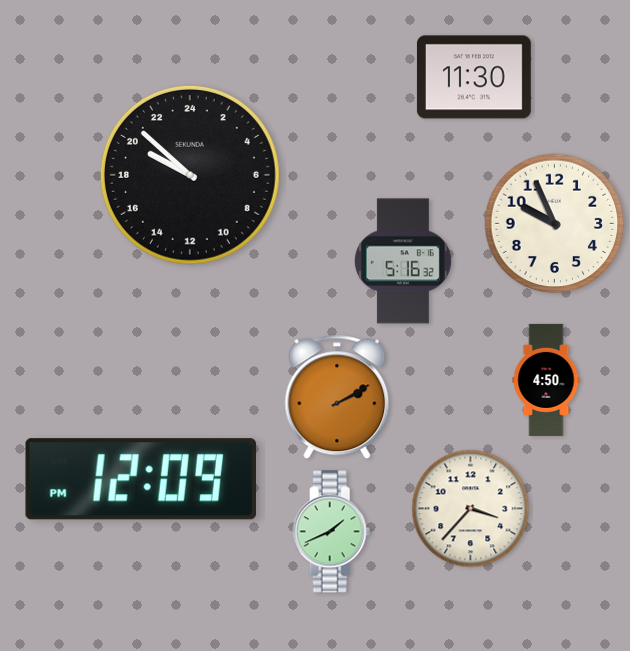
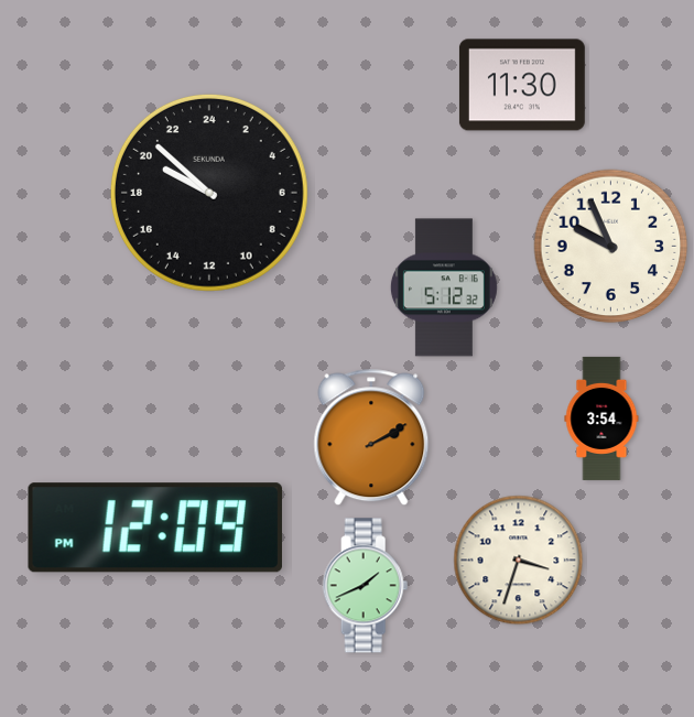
clock at (403, 261): 5:16 -> 5:12
clock at (546, 380): 4:50 -> 3:54
clock at (471, 509): 3:37 -> 3:33
